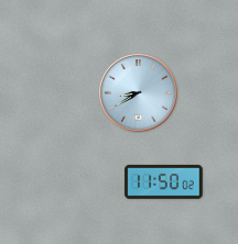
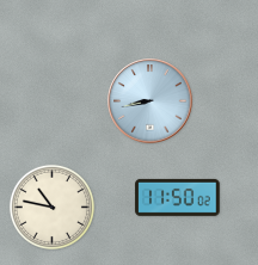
clock at (139, 93): 8:40 -> 8:43
clock at (51, 207): none -> 10:47
